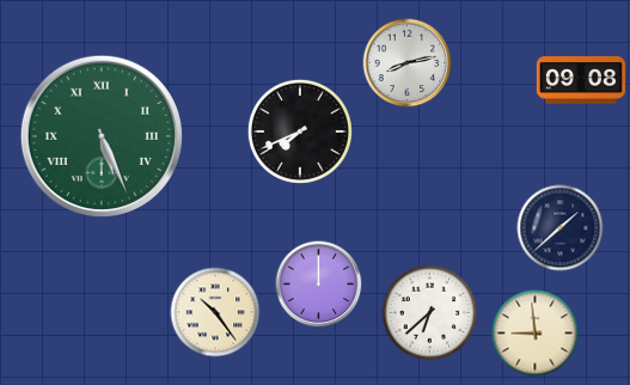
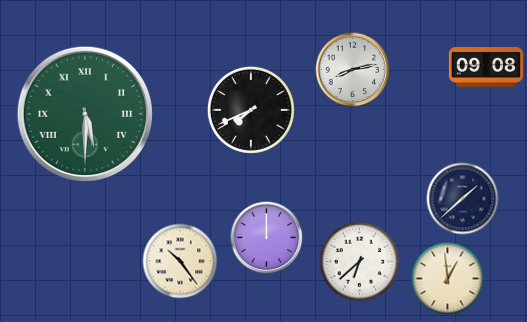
clock at (408, 63) position: (408, 63) -> (353, 70)
clock at (102, 136): 5:26 -> 5:30
clock at (561, 228) position: (561, 228) -> (463, 199)
clock at (536, 334): 8:59 -> 12:59
